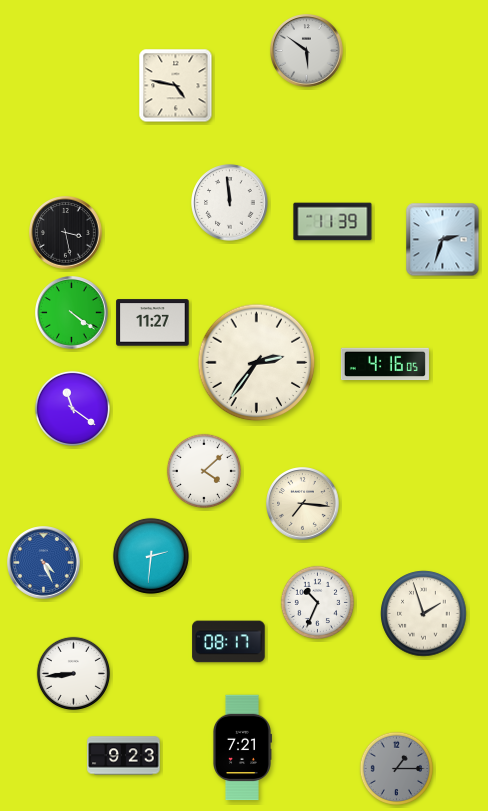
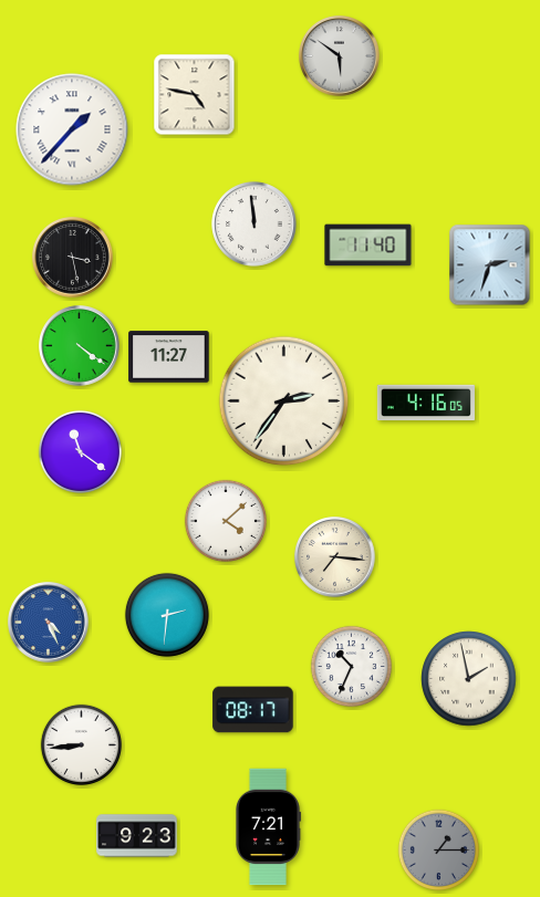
clock at (72, 129): none -> 1:37
clock at (333, 222): 11:39 -> 11:40
clock at (424, 614): 1:57 -> 1:58
